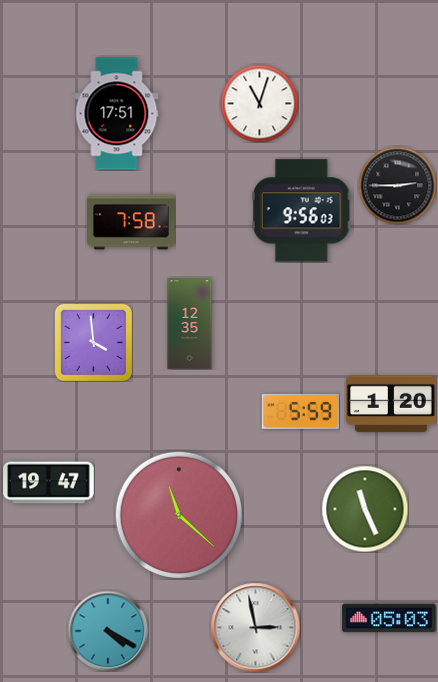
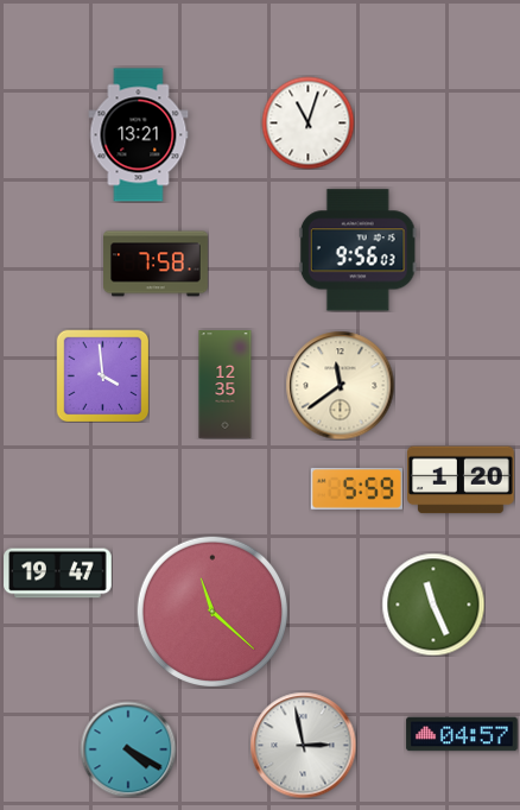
clock at (117, 114): 17:51 -> 13:21
clock at (397, 185): 2:45 -> none
clock at (340, 385): none -> 11:39
clock at (93, 342) position: (93, 342) -> (102, 375)
clock at (392, 404) position: (392, 404) -> (462, 480)
clock at (389, 618): 05:03 -> 04:57
